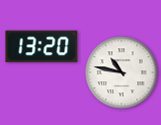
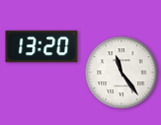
clock at (122, 73): 10:47 -> 11:24
